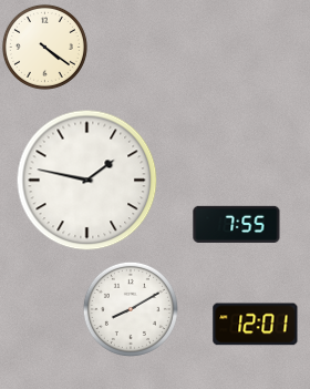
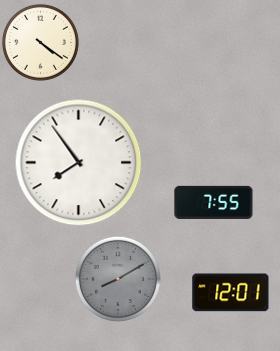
clock at (87, 181): 1:47 -> 7:54
clock at (131, 309) dial: white -> grey
